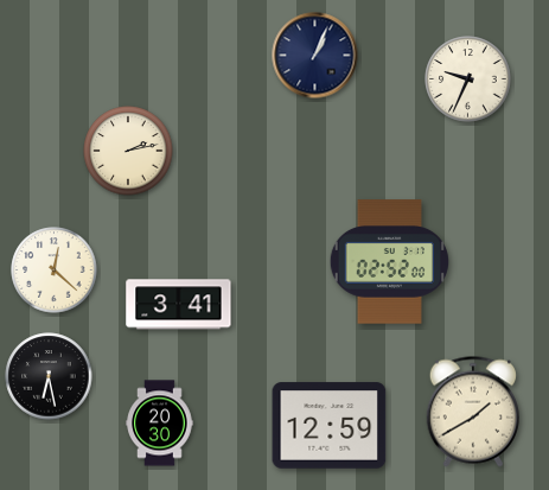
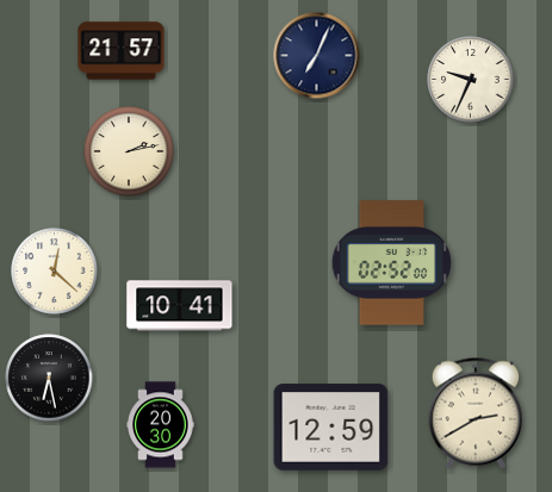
clock at (122, 51): none -> 21:57
clock at (315, 56): 1:04 -> 7:04
clock at (179, 305): 3:41 -> 10:41
clock at (473, 412): 1:40 -> 2:40
